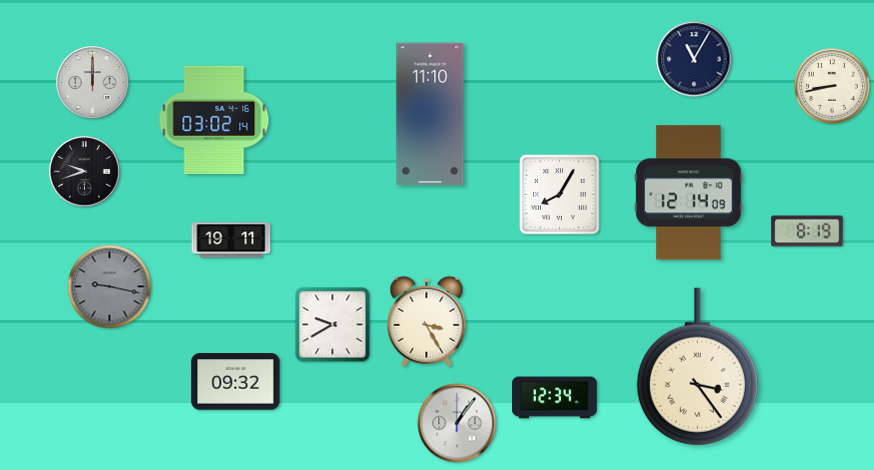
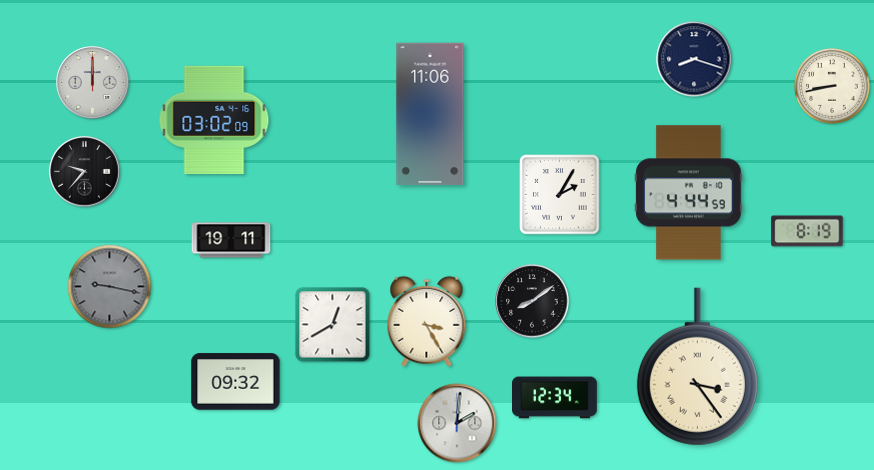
clock at (694, 59): 11:05 -> 8:18
clock at (430, 114): 11:10 -> 11:06
clock at (214, 120): 03:02:14 -> 03:02:09
clock at (85, 172): 9:42 -> 9:37
clock at (689, 193): 12:14 -> 4:44
clock at (560, 195): 8:05 -> 2:05
clock at (532, 301): none -> 8:09
clock at (333, 325): 9:40 -> 12:40
clock at (457, 423): 1:06 -> 2:01
